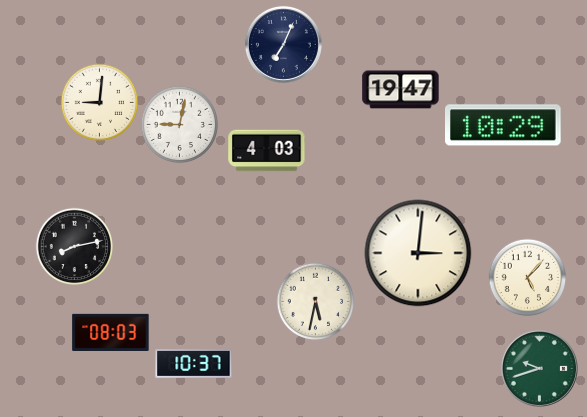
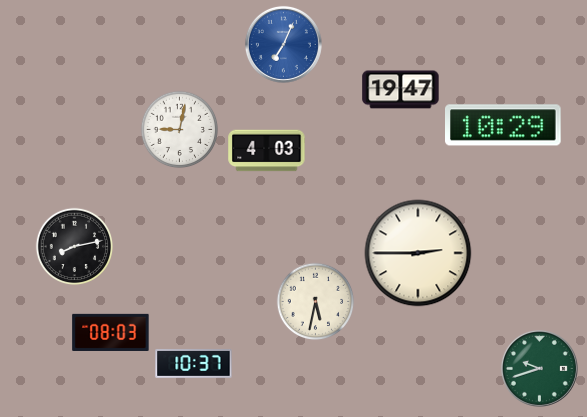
clock at (283, 44) dial: navy -> blue
clock at (99, 102): 9:01 -> none
clock at (179, 124) position: (179, 124) -> (179, 129)
clock at (418, 253): 3:01 -> 2:45
clock at (527, 277): 5:07 -> none
